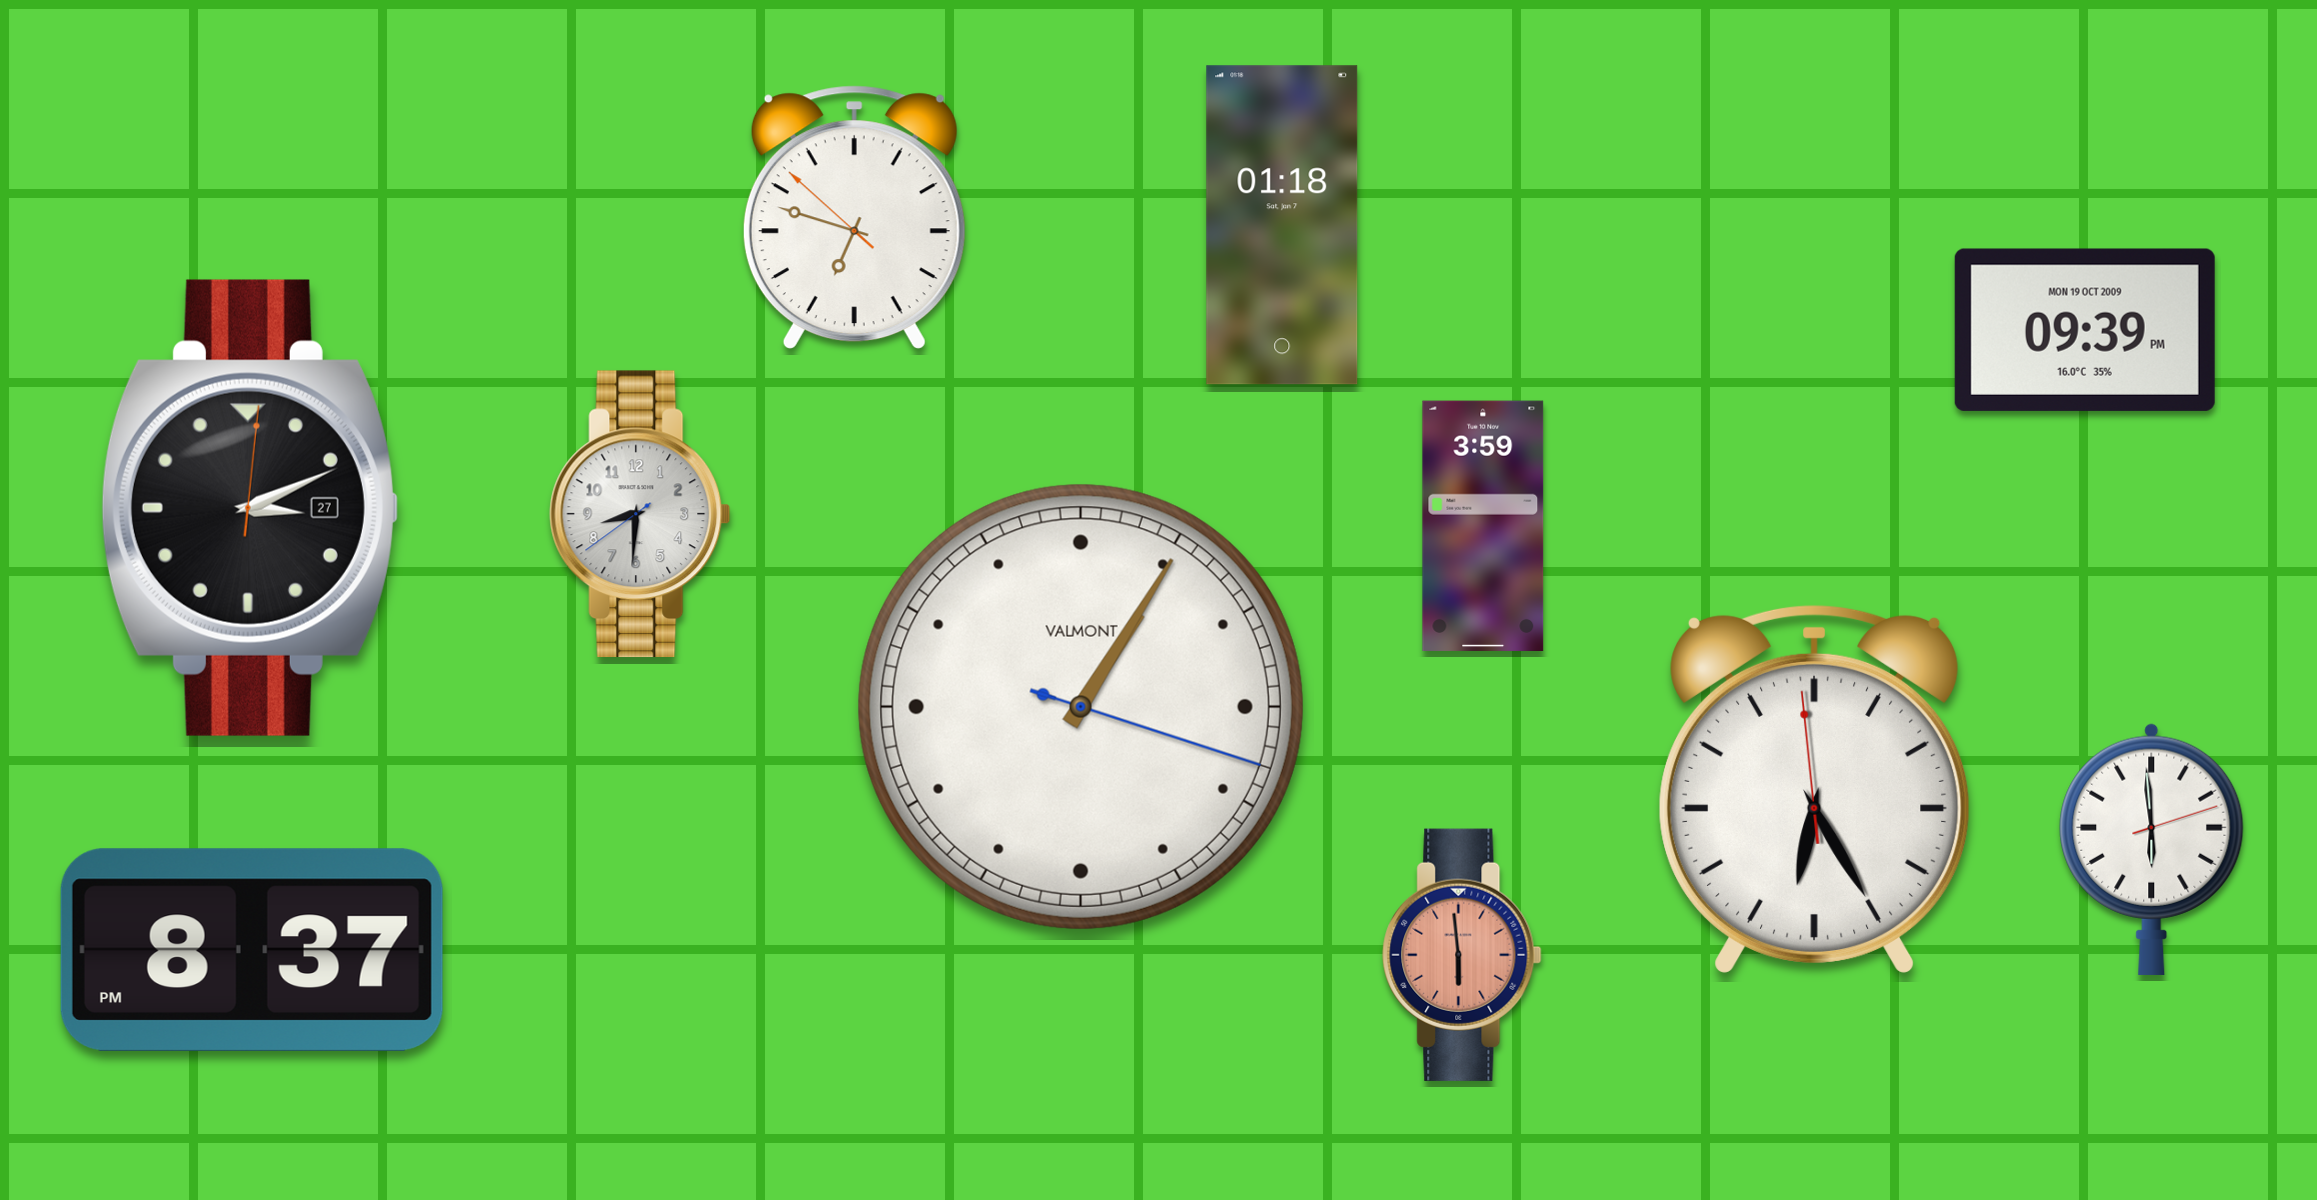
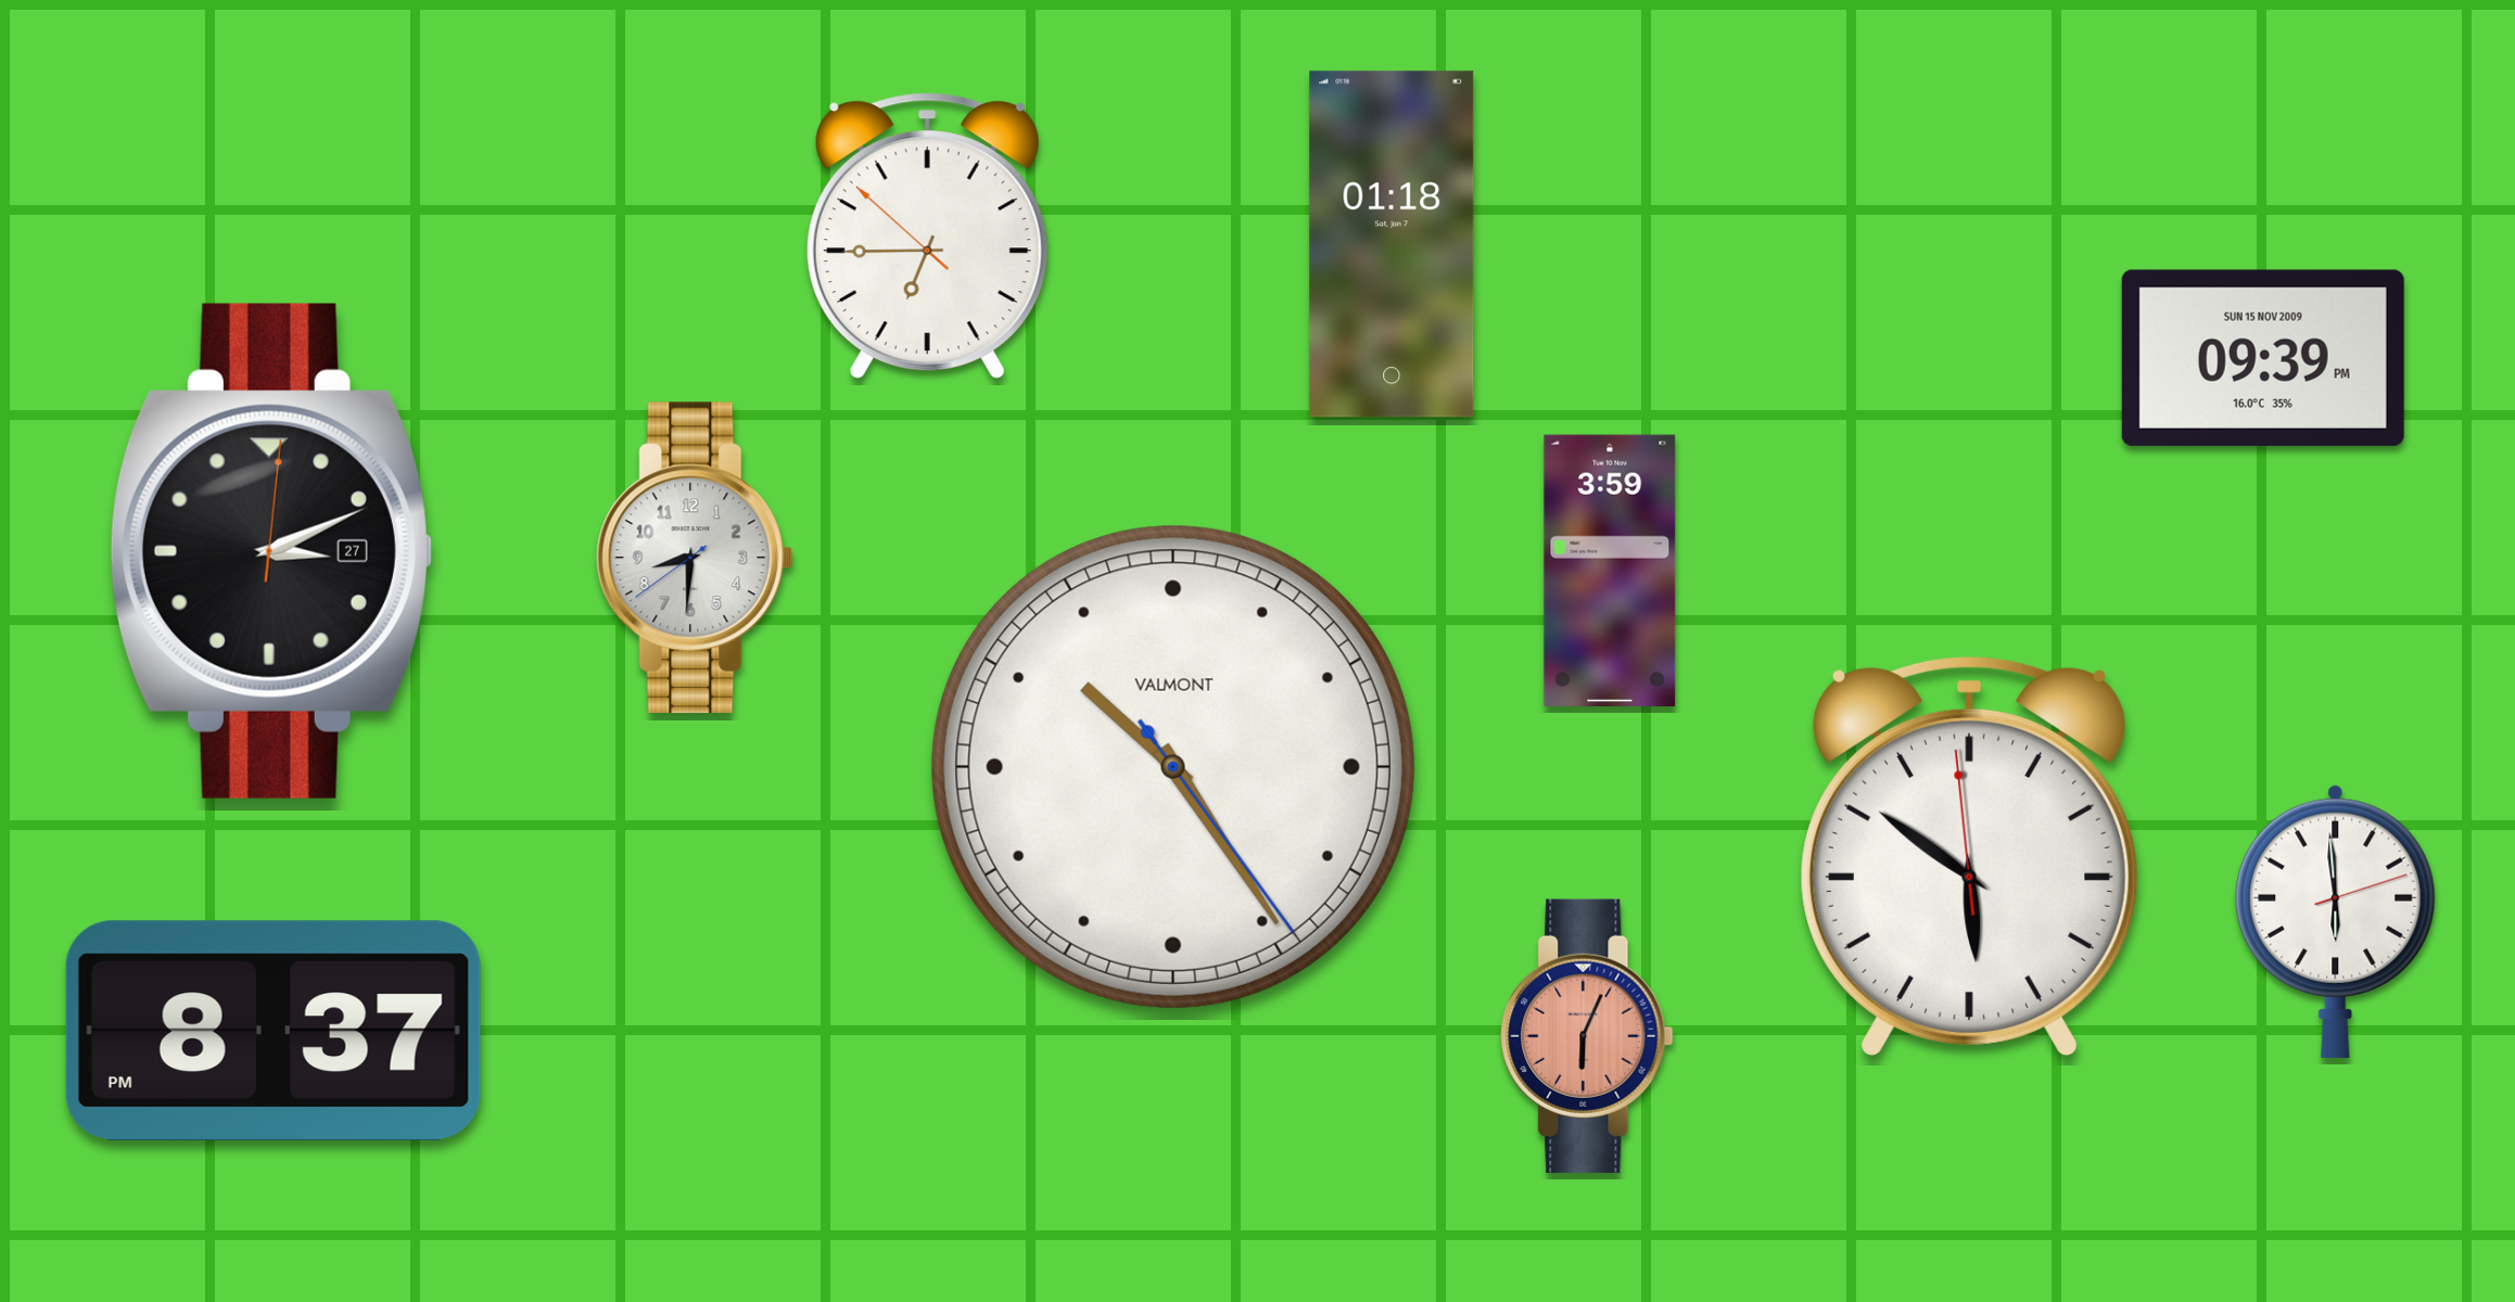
clock at (854, 217): 6:47 -> 6:44
clock at (2085, 330) date: MON 19 OCT 2009 -> SUN 15 NOV 2009
clock at (1081, 707): 1:05 -> 10:24
clock at (1815, 789): 6:24 -> 5:50
clock at (1462, 955): 5:59 -> 6:04
